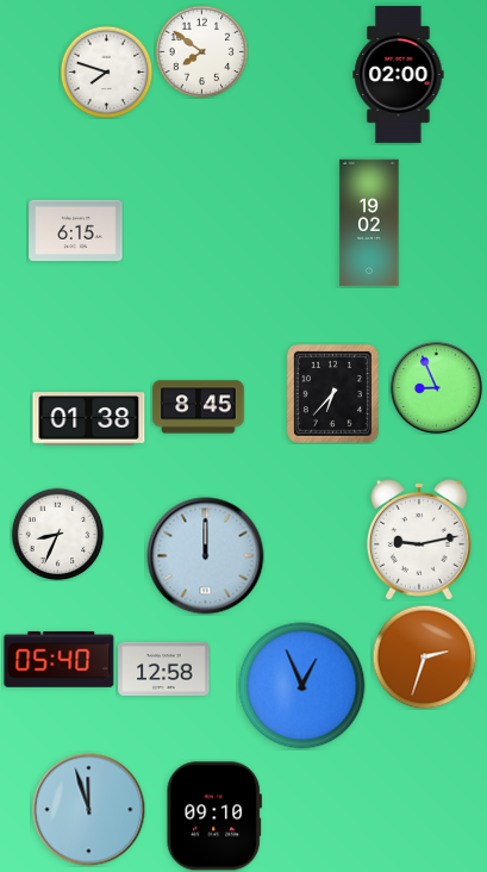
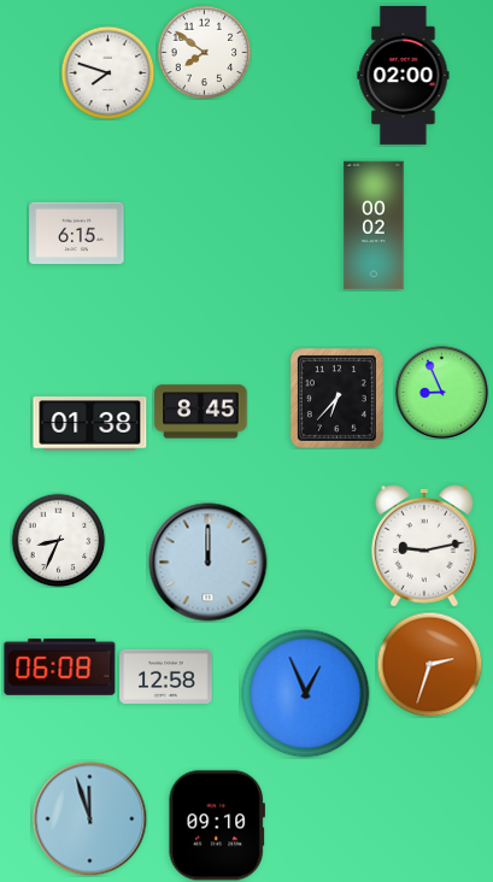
clock at (369, 223): 19:02 -> 00:02
clock at (60, 659): 05:40 -> 06:08
